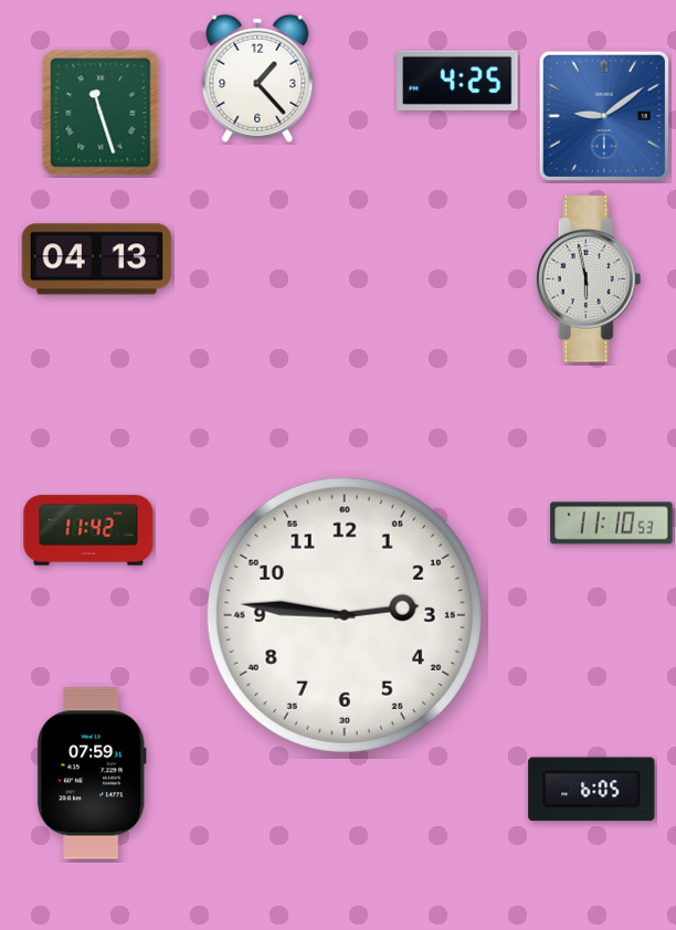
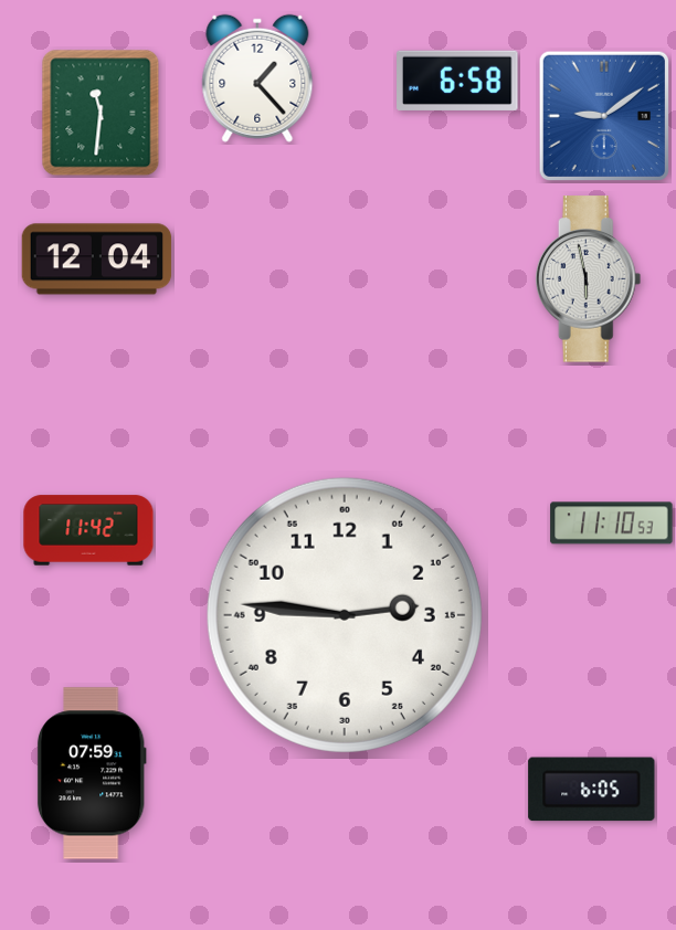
clock at (457, 81): 4:25 -> 6:58
clock at (101, 113): 11:27 -> 11:31
clock at (97, 260): 04:13 -> 12:04
